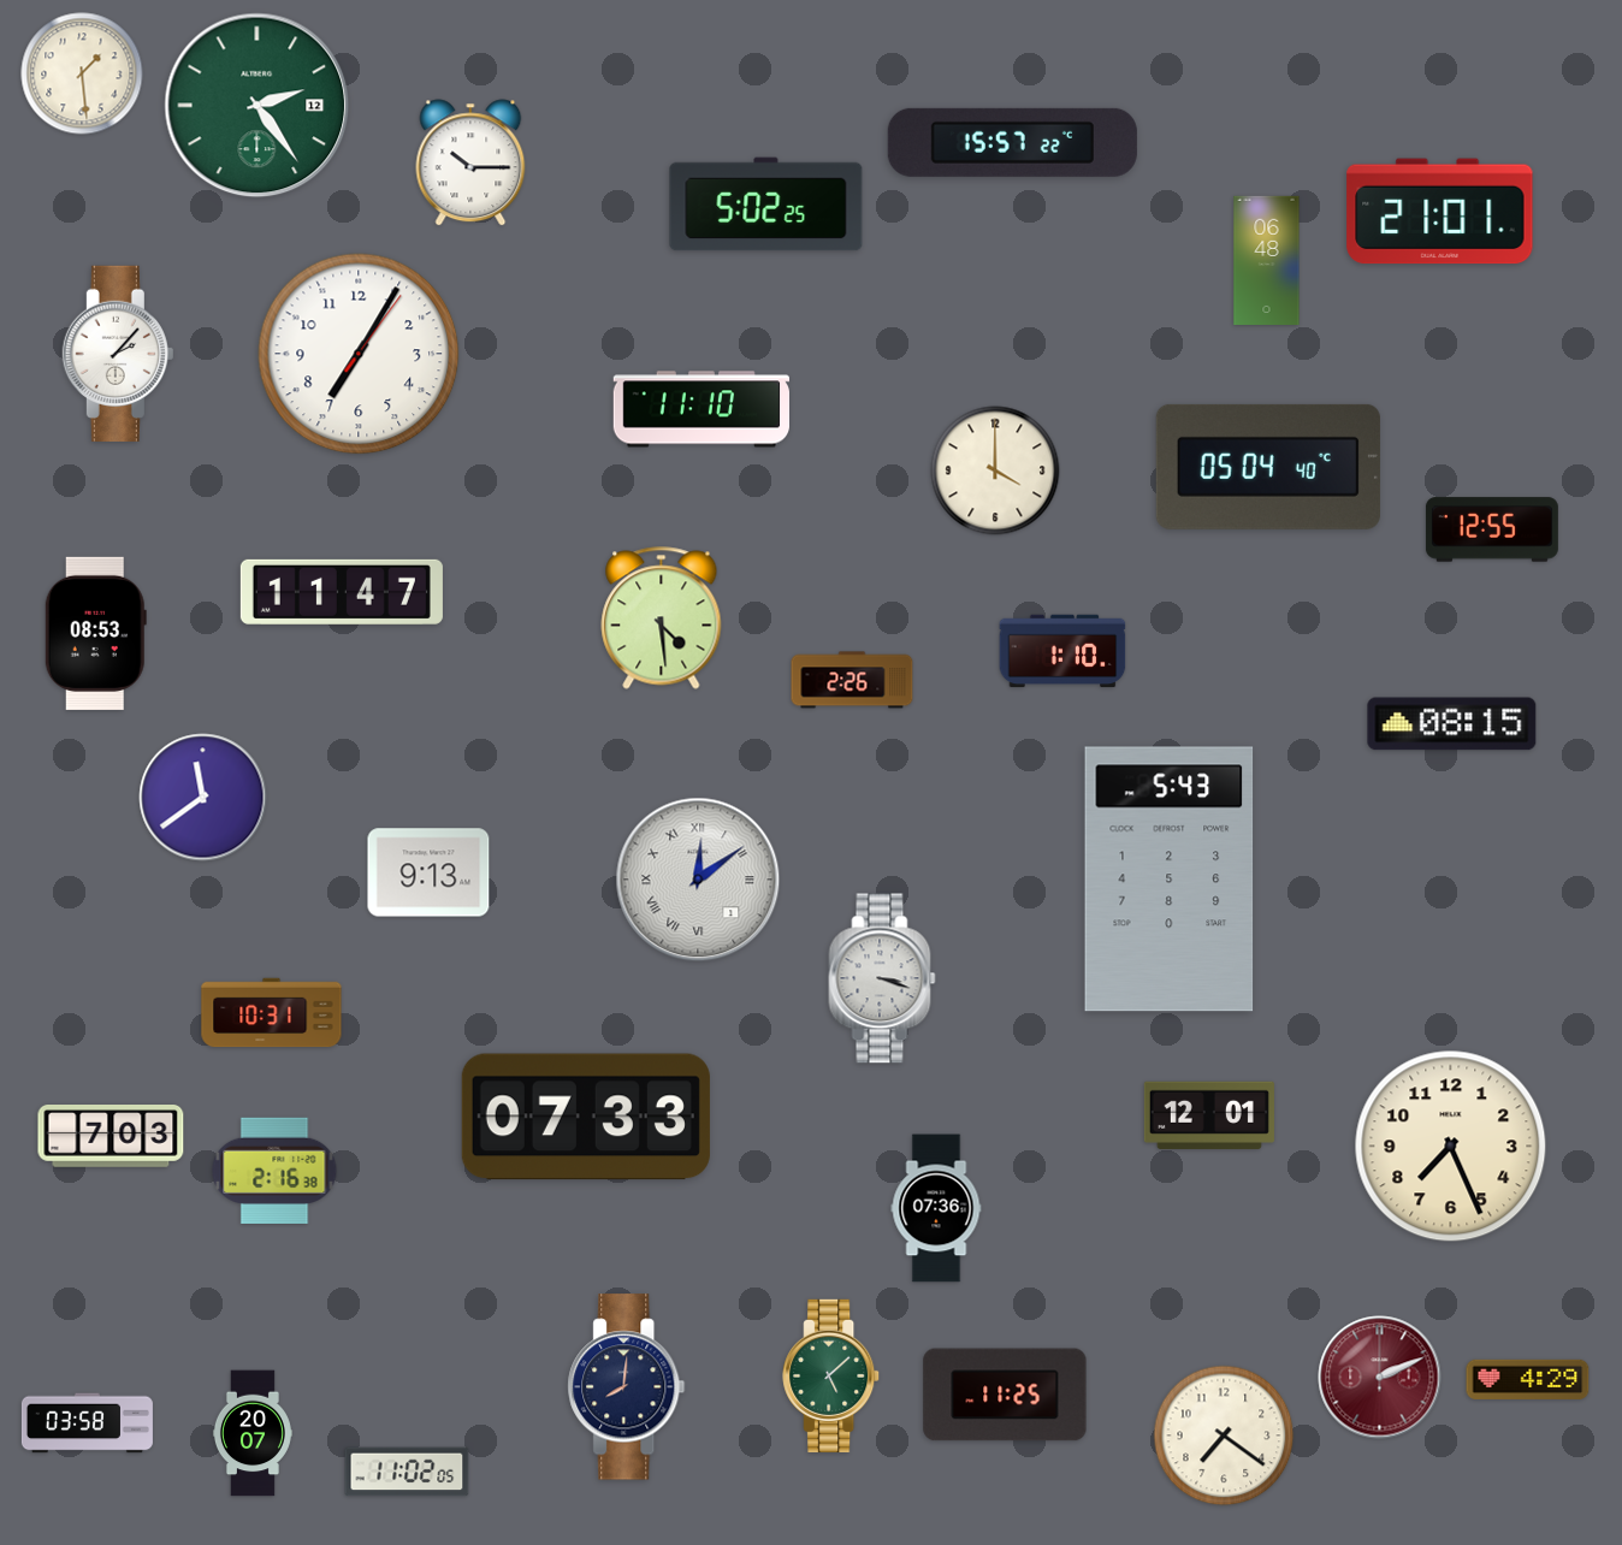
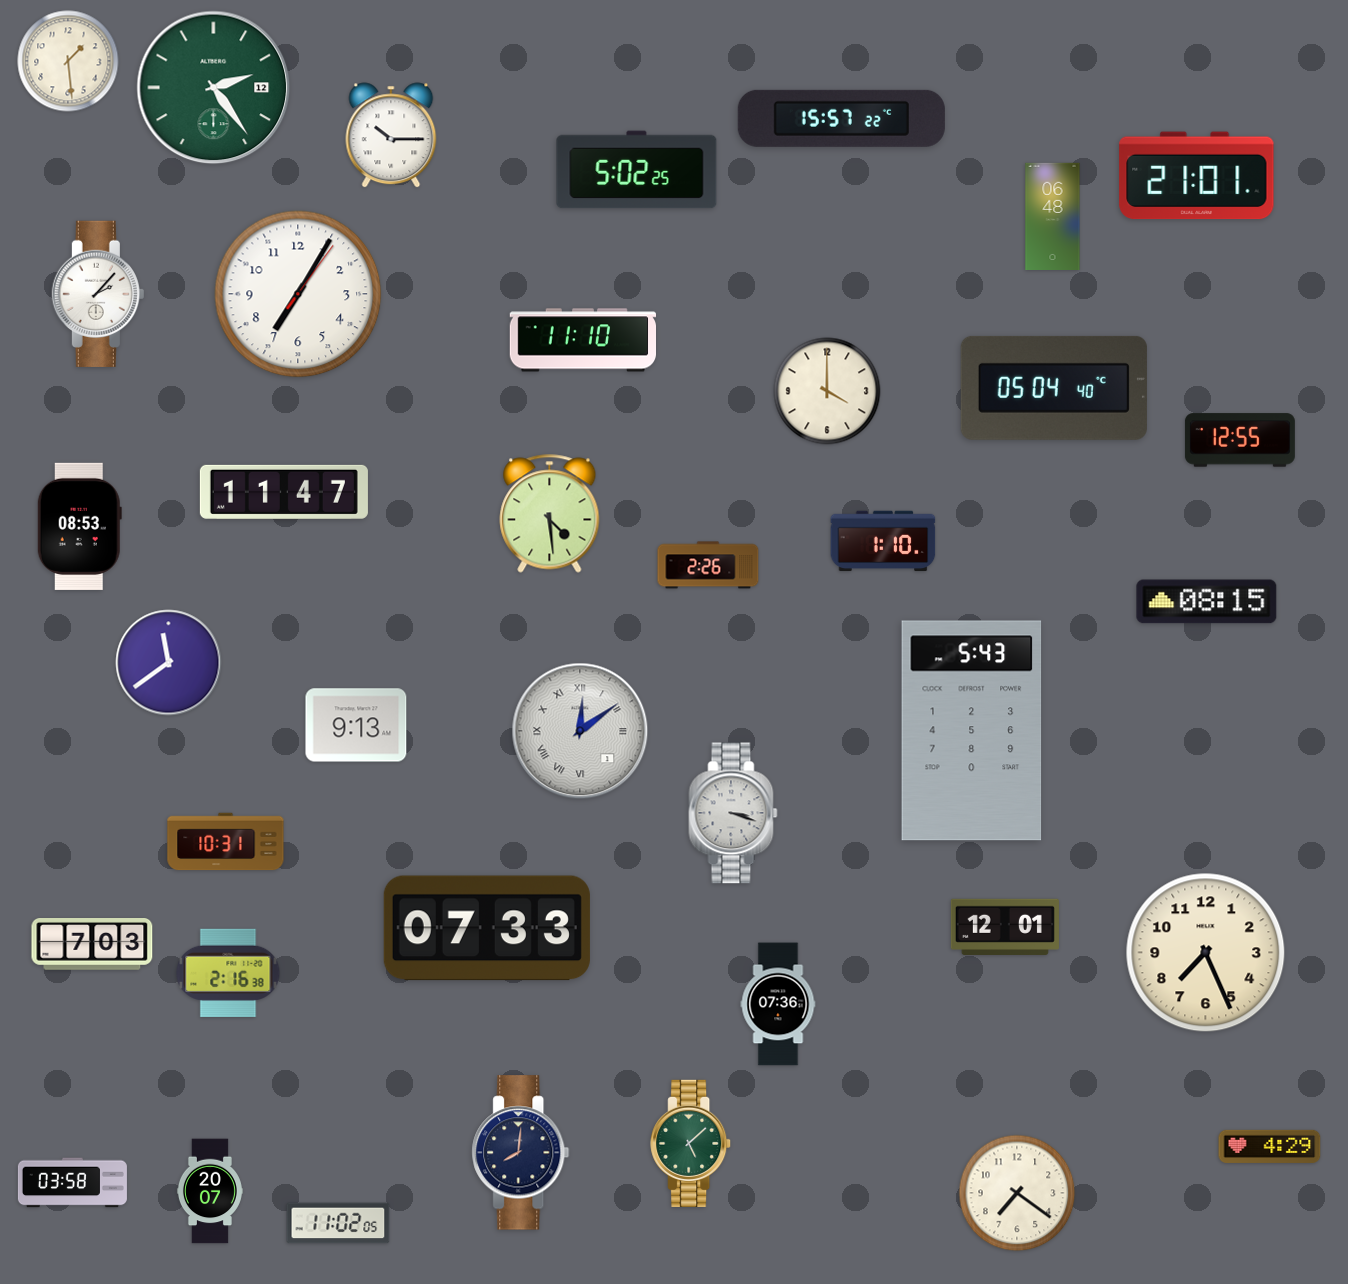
clock at (1380, 1378): 2:11 -> none
clock at (1005, 1395): 11:25 -> none
